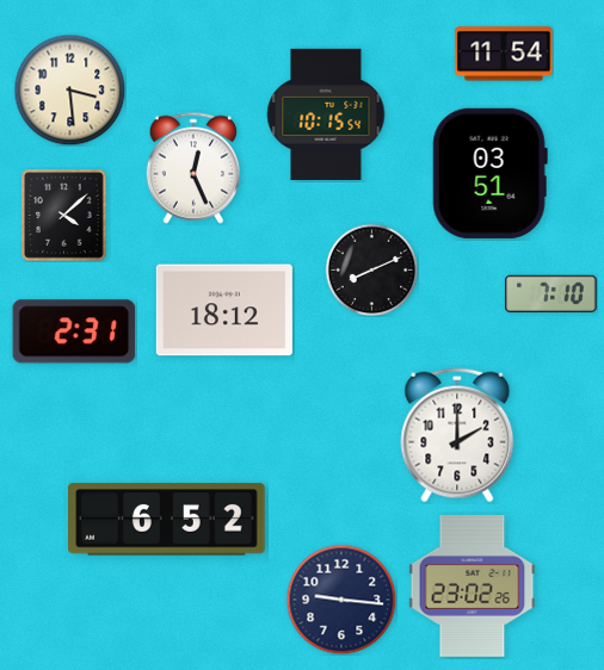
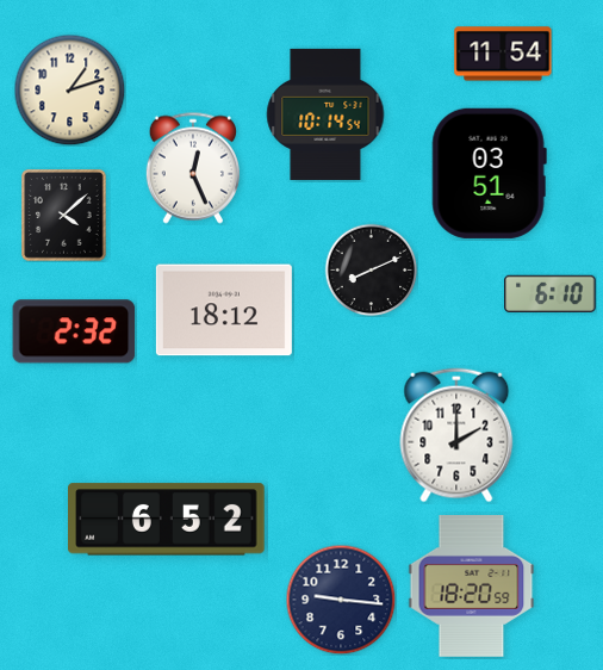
clock at (69, 89): 3:29 -> 1:12
clock at (326, 114): 10:15 -> 10:14
clock at (551, 293): 7:10 -> 6:10
clock at (74, 331): 2:31 -> 2:32
clock at (473, 587): 23:02 -> 18:20
